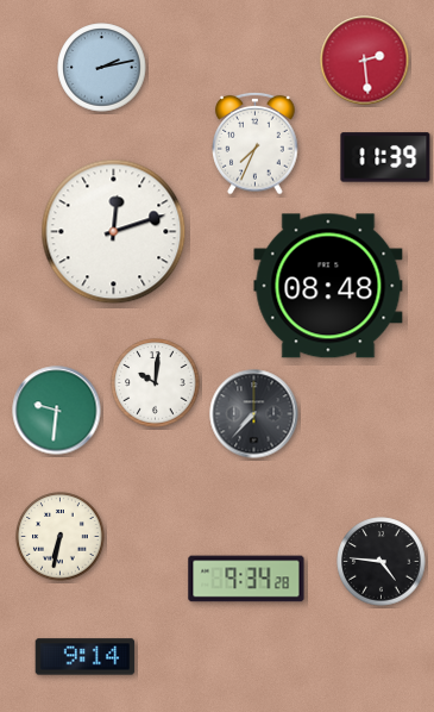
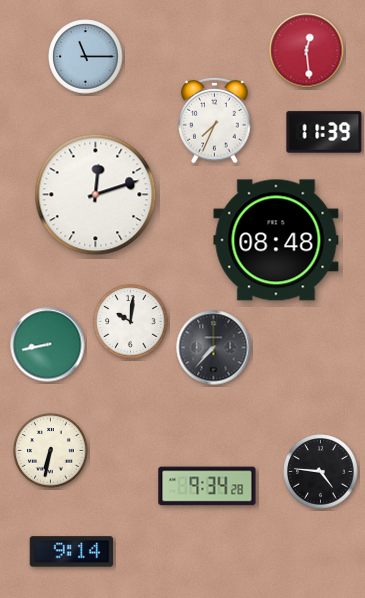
clock at (365, 61): 2:29 -> 12:29
clock at (102, 68): 2:13 -> 11:15
clock at (57, 411): 9:31 -> 8:43
